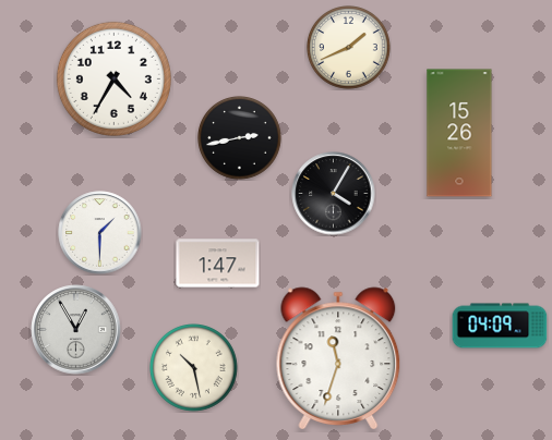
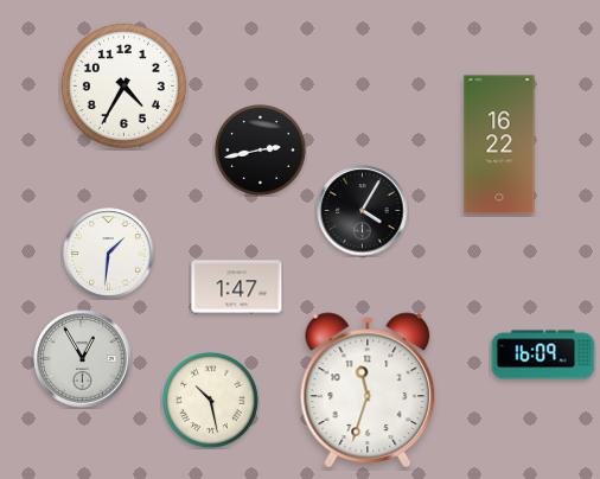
clock at (349, 48): 1:41 -> none
clock at (459, 133): 15:26 -> 16:22
clock at (100, 233): 1:30 -> 1:31
clock at (500, 326): 04:09 -> 16:09
